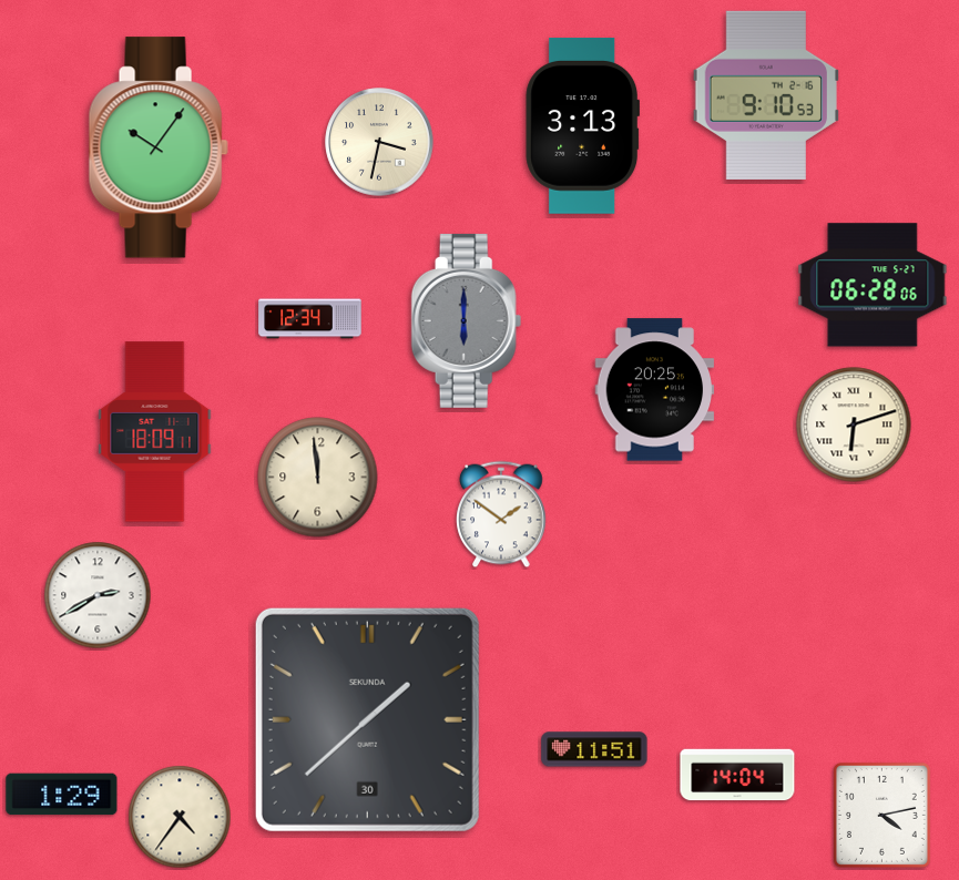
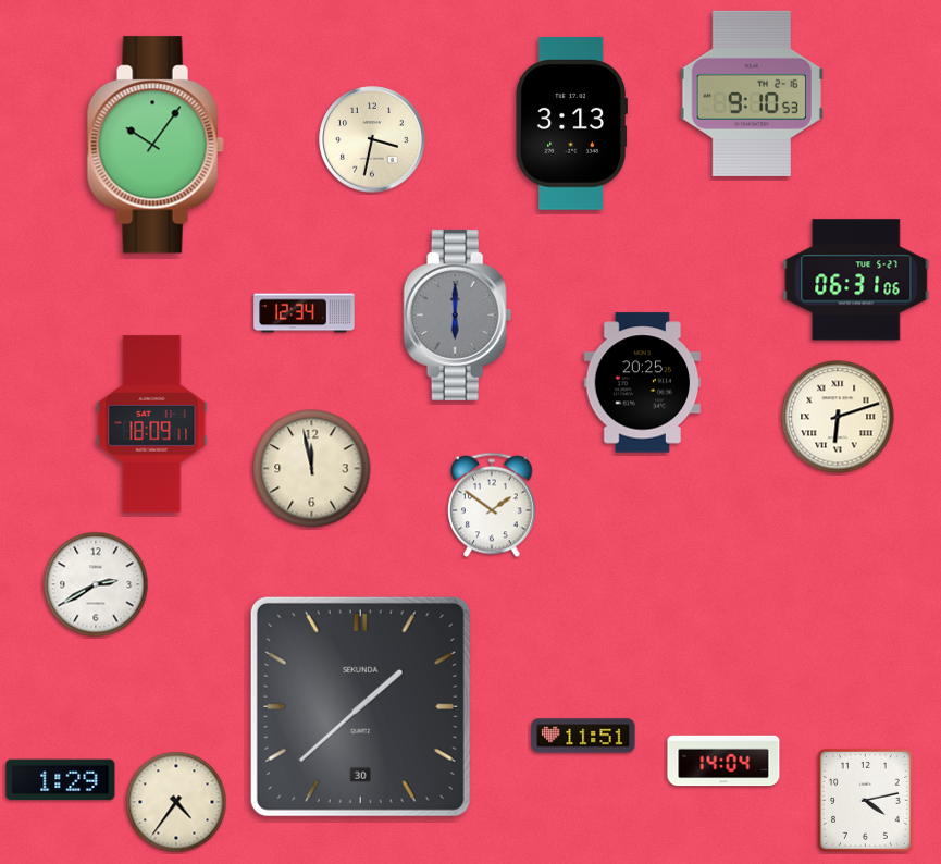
clock at (873, 285): 06:28 -> 06:31
clock at (318, 478): 11:59 -> 11:58
